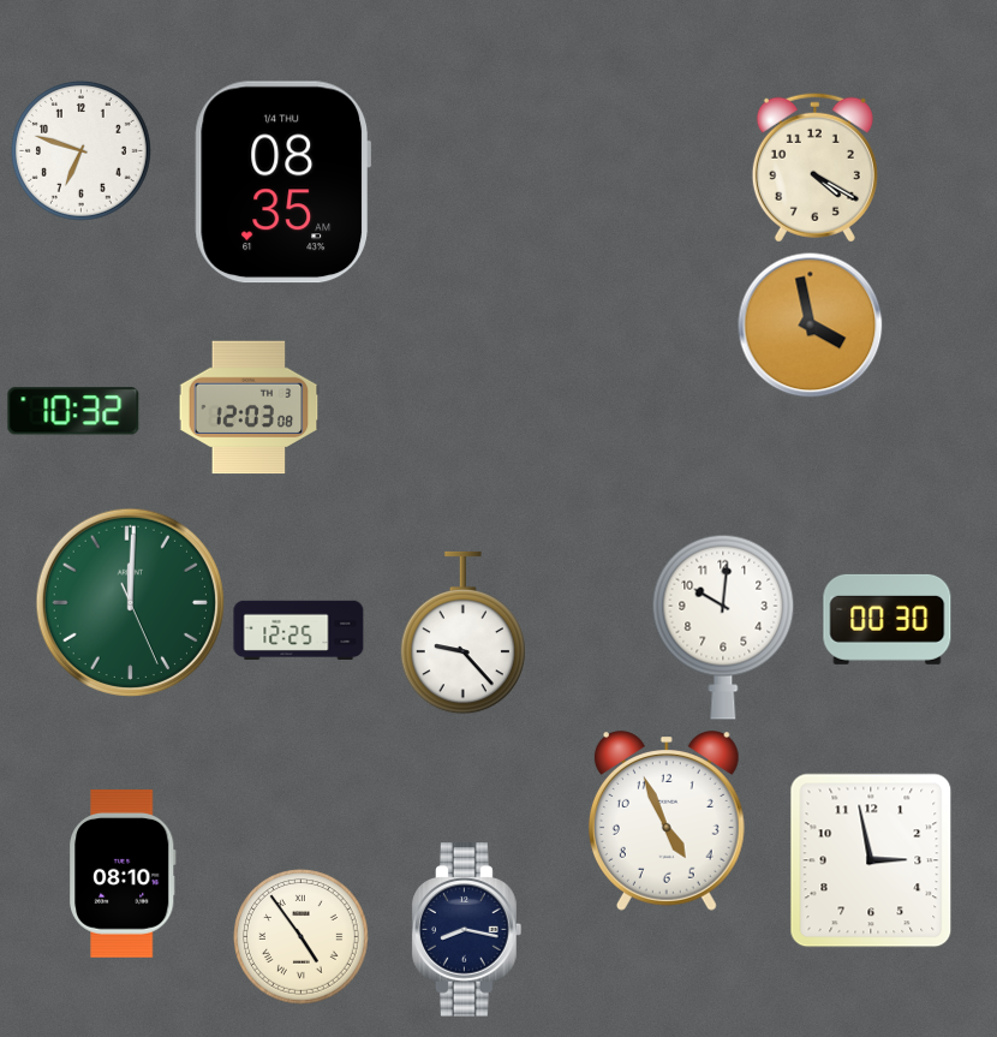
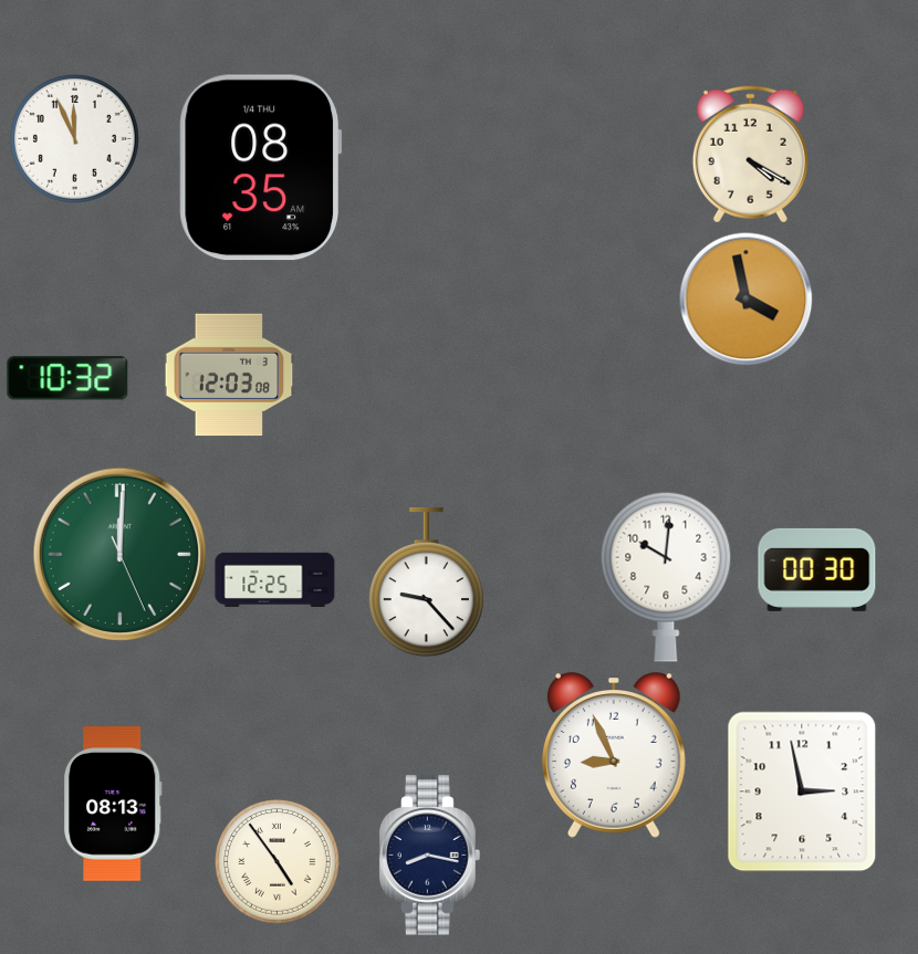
clock at (80, 150): 6:48 -> 11:56
clock at (667, 821): 4:56 -> 8:56
clock at (124, 874): 08:10 -> 08:13
